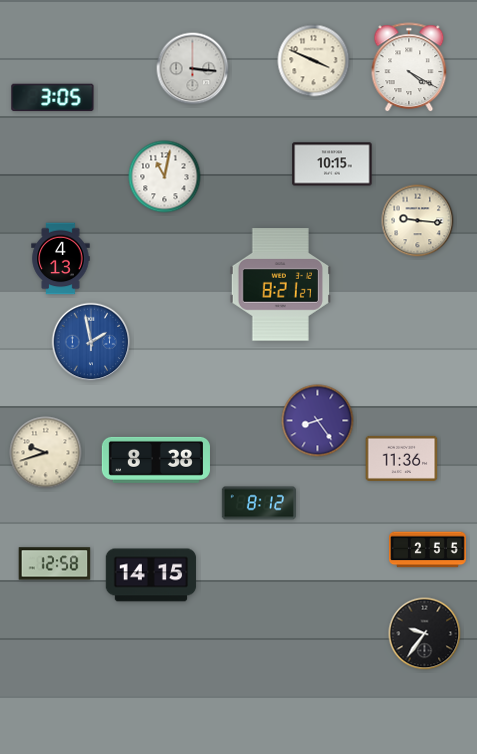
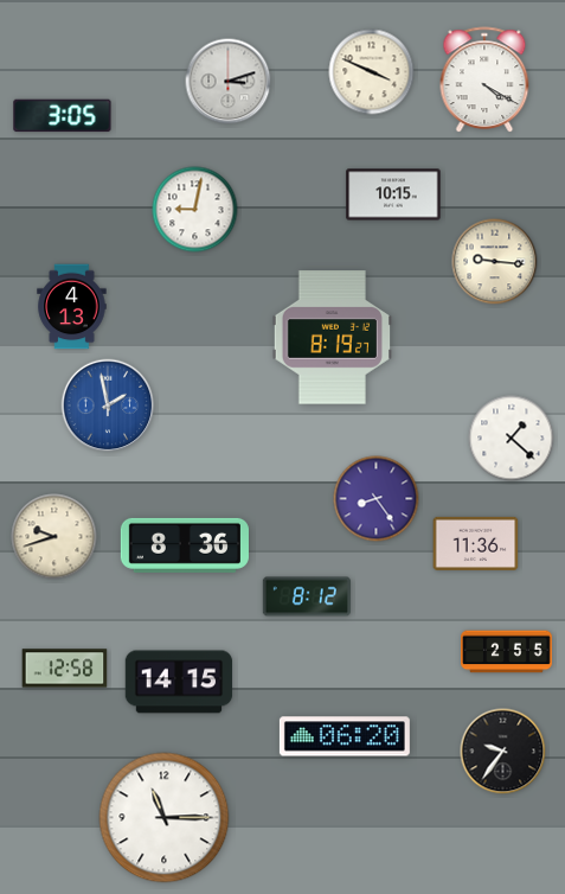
clock at (193, 69): 3:16 -> 3:12
clock at (165, 177): 11:02 -> 9:02
clock at (280, 285): 8:21 -> 8:19
clock at (512, 439): none -> 1:22
clock at (156, 460): 8:38 -> 8:36
clock at (345, 736): none -> 06:20
clock at (165, 818): none -> 11:15
